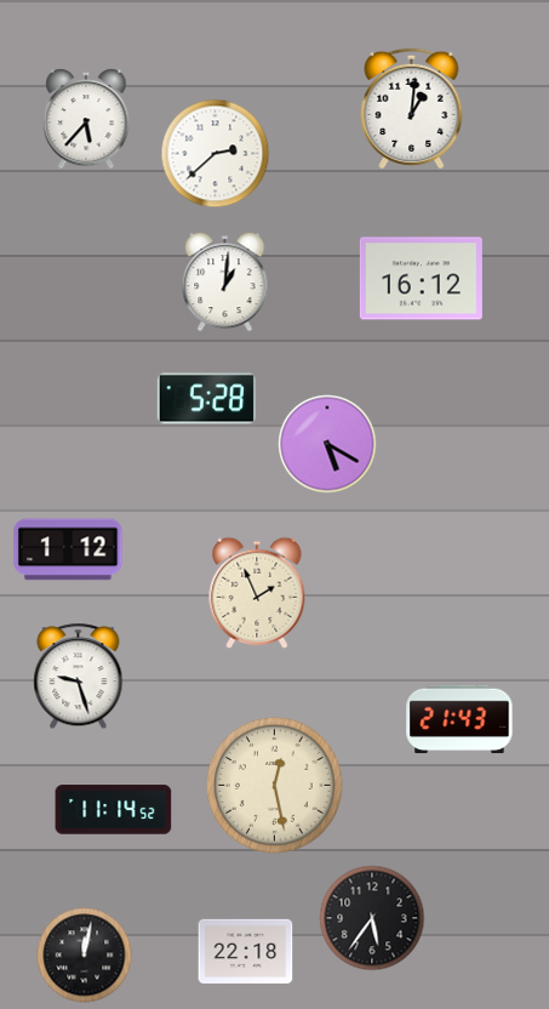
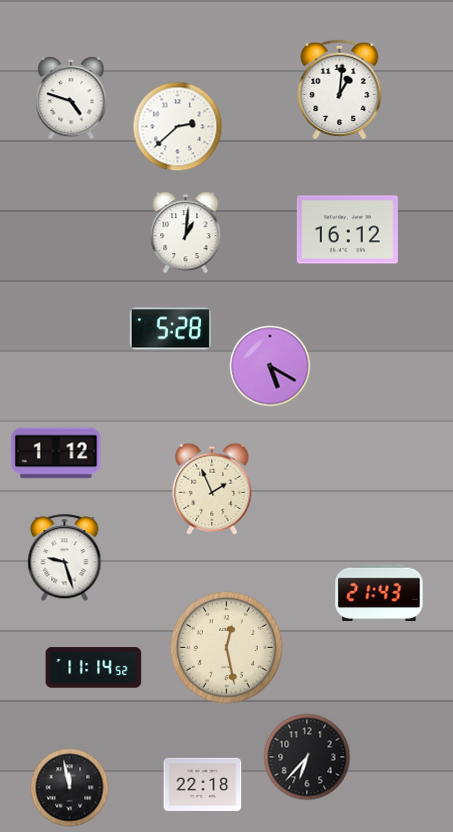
clock at (86, 119): 5:37 -> 4:48
clock at (372, 918): 5:36 -> 6:37
clock at (85, 956): 12:02 -> 11:58
